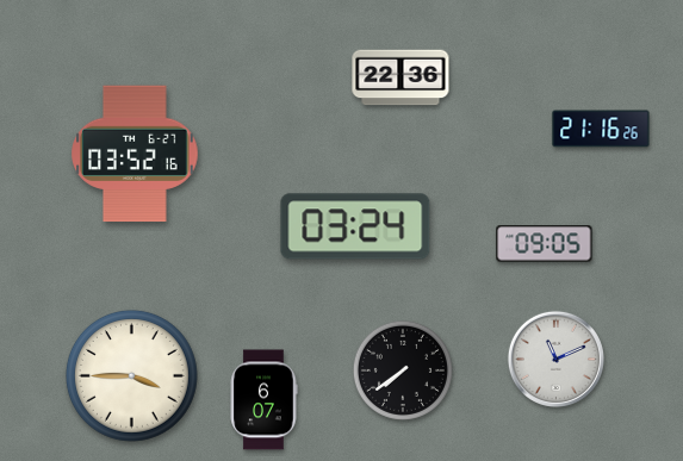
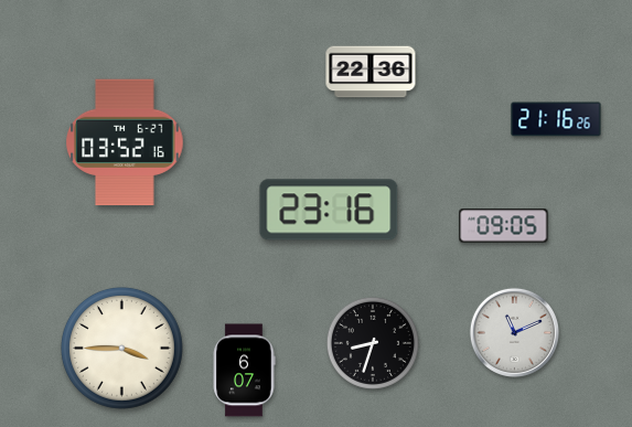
clock at (355, 226): 03:24 -> 23:16
clock at (403, 370): 7:39 -> 8:33
